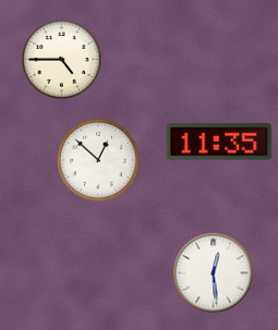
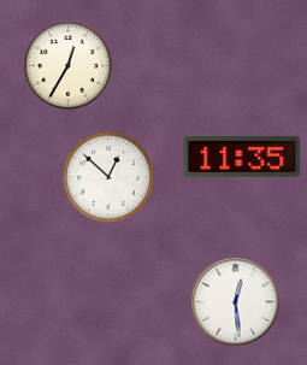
clock at (62, 60): 4:45 -> 12:35
